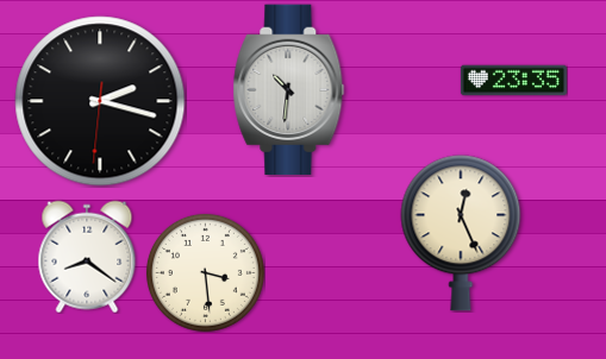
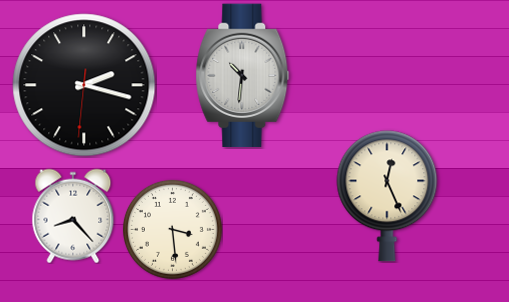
clock at (513, 81): 23:35 -> none
clock at (87, 257): 8:21 -> 8:23
